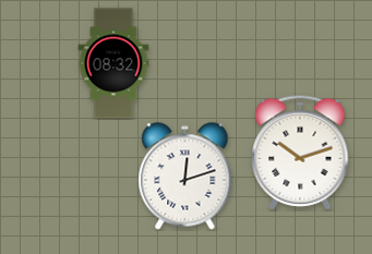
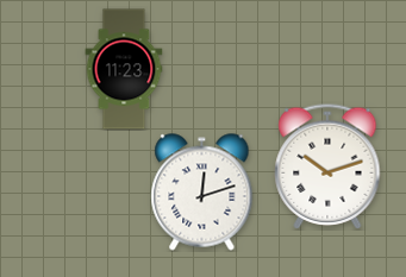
clock at (113, 63): 08:32 -> 11:23
